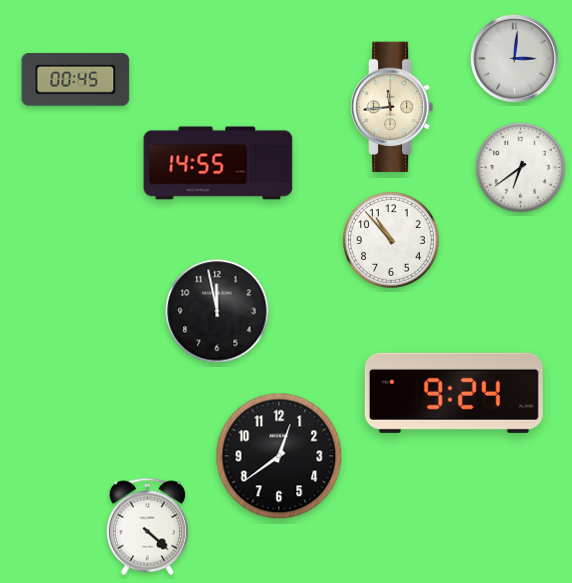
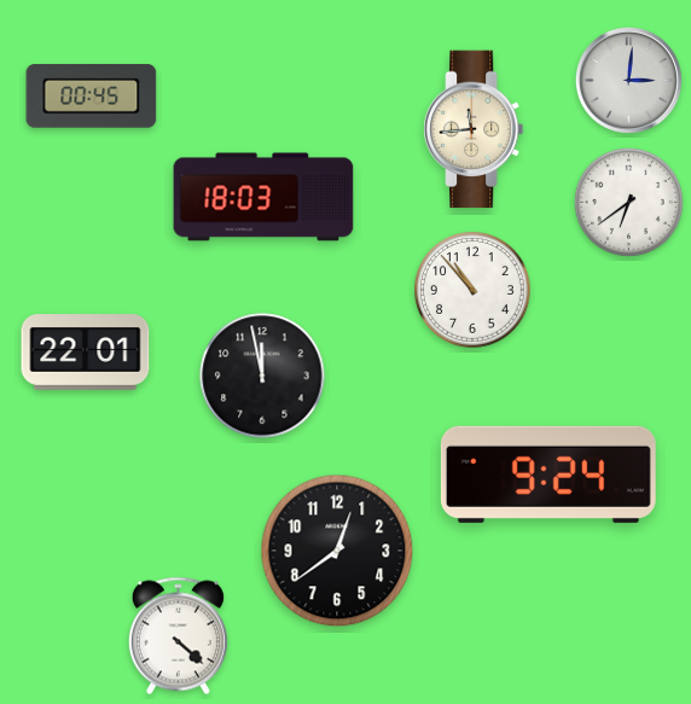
clock at (514, 58) position: (514, 58) -> (628, 80)
clock at (218, 163): 14:55 -> 18:03
clock at (86, 353): none -> 22:01
